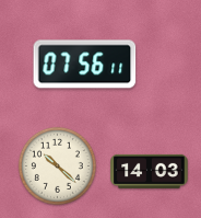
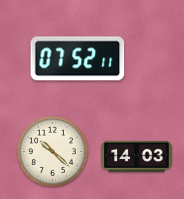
clock at (85, 65): 07:56 -> 07:52
